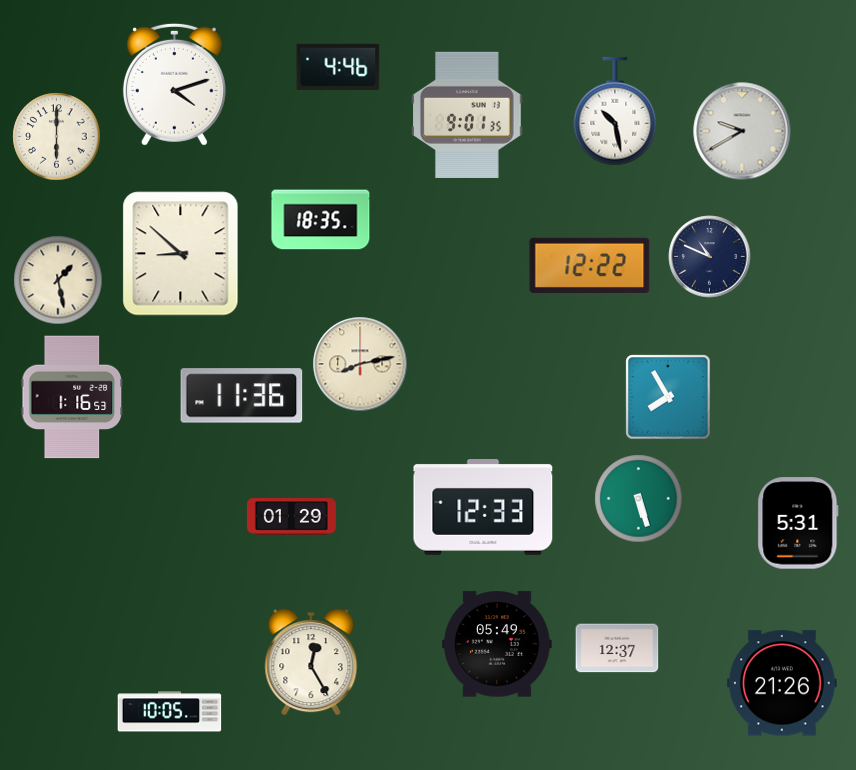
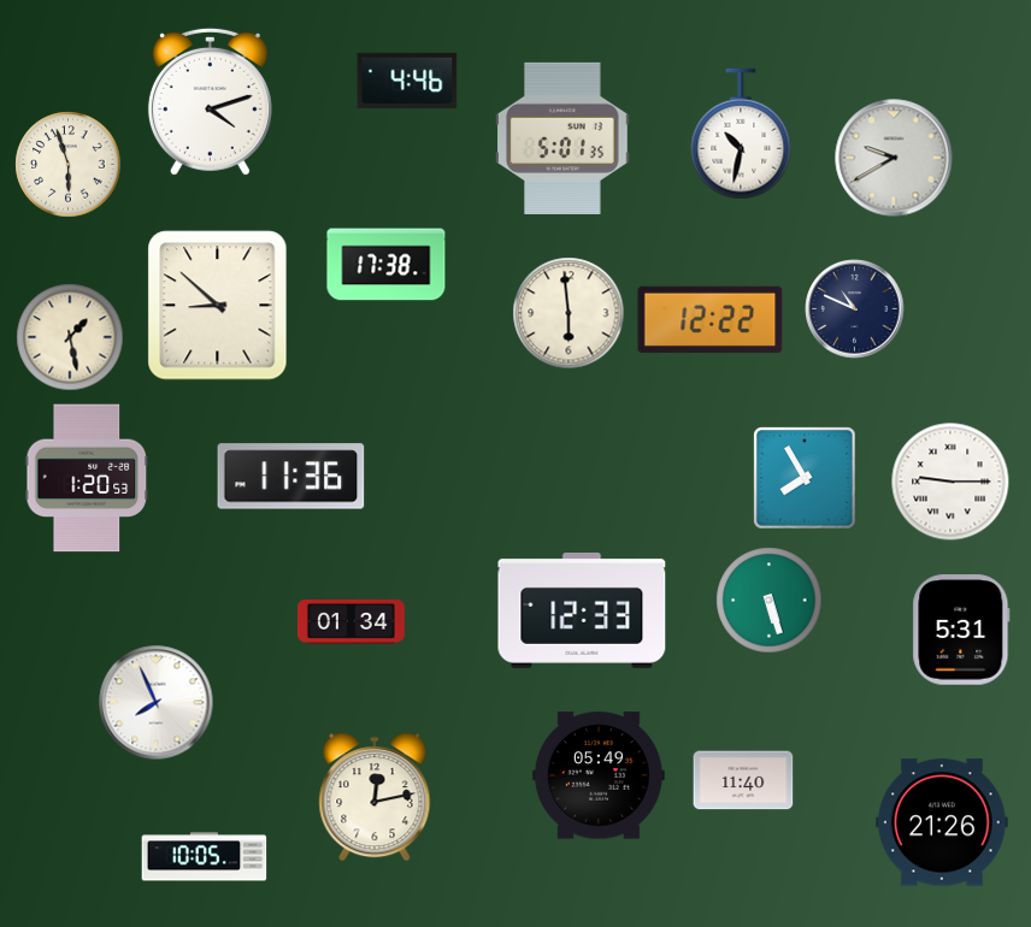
clock at (615, 111): 10:28 -> 10:32
clock at (467, 115): 9:01 -> 5:01
clock at (57, 137): 6:00 -> 5:57
clock at (321, 220): 18:35 -> 17:38
clock at (568, 313): none -> 5:59
clock at (360, 364): 8:13 -> none
clock at (72, 397): 1:16 -> 1:20
clock at (950, 482): none -> 9:15
clock at (291, 517): 01:29 -> 01:34
clock at (157, 703): none -> 7:56
clock at (617, 648): 12:37 -> 11:40
clock at (311, 662): 12:25 -> 12:13
